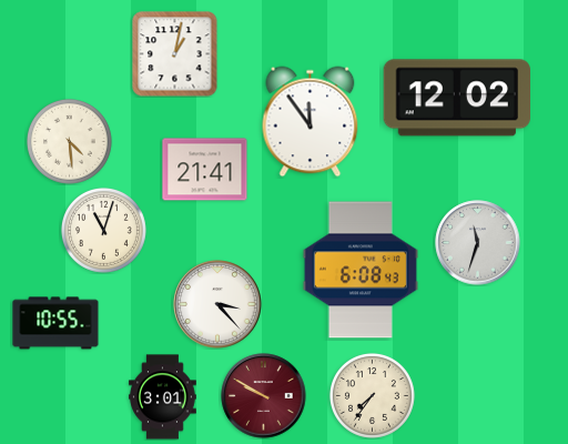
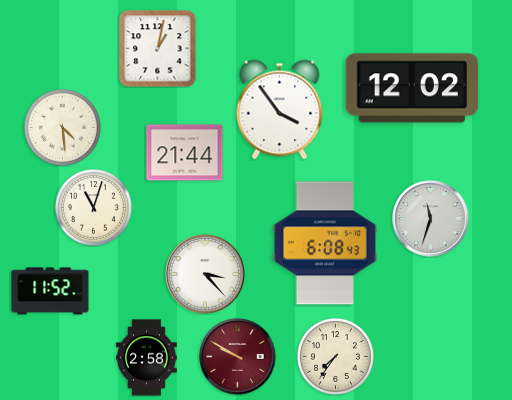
clock at (311, 122): 11:54 -> 3:54
clock at (205, 170): 21:41 -> 21:44
clock at (217, 304) position: (217, 304) -> (205, 274)
clock at (55, 323): 10:55 -> 11:52
clock at (163, 397): 3:01 -> 2:58
